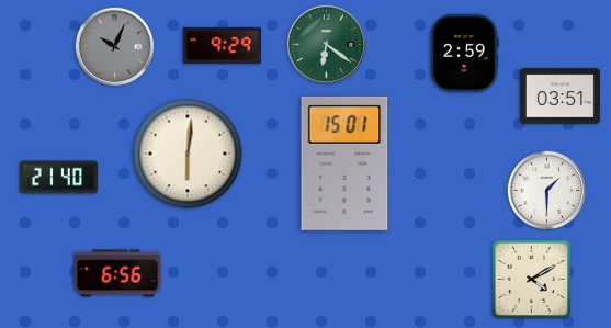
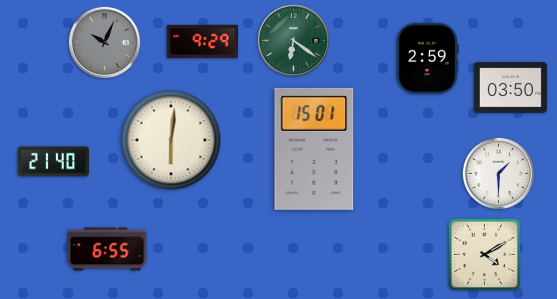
clock at (327, 45) position: (327, 45) -> (294, 41)
clock at (464, 53) position: (464, 53) -> (427, 58)
clock at (559, 97): 03:51 -> 03:50
clock at (117, 273): 6:56 -> 6:55
